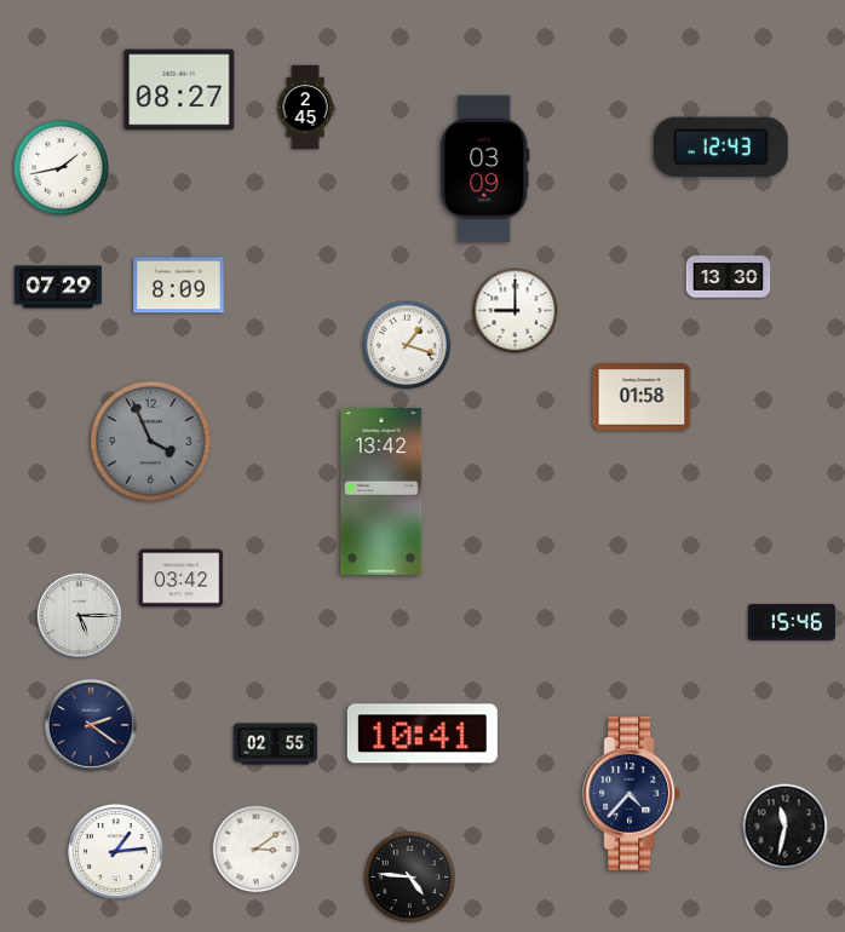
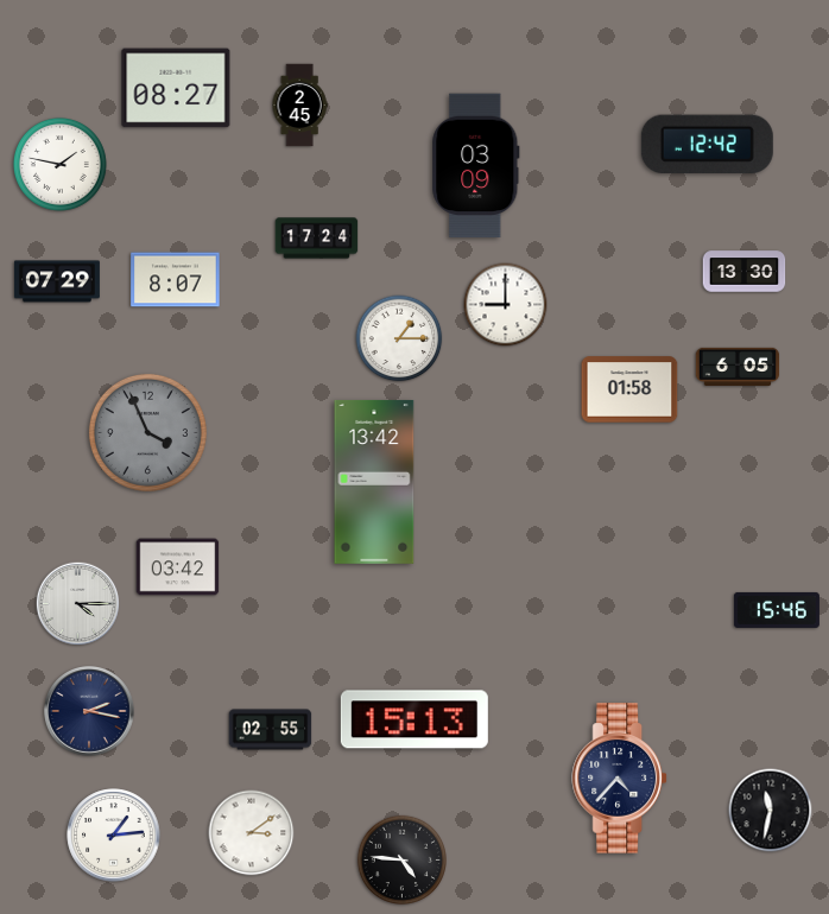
clock at (720, 146): 12:43 -> 12:42
clock at (61, 167): 1:43 -> 1:47
clock at (317, 239): none -> 17:24
clock at (729, 277) position: (729, 277) -> (745, 272)
clock at (179, 286): 8:09 -> 8:07
clock at (407, 345): 1:18 -> 1:15
clock at (738, 366): none -> 6:05
clock at (80, 616): 5:15 -> 4:15
clock at (92, 726): 2:21 -> 2:17
clock at (422, 733): 10:41 -> 15:13
